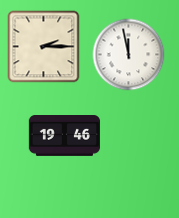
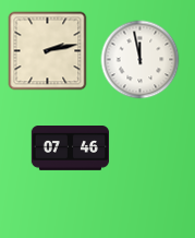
clock at (44, 47): 2:15 -> 2:13
clock at (64, 136): 19:46 -> 07:46
